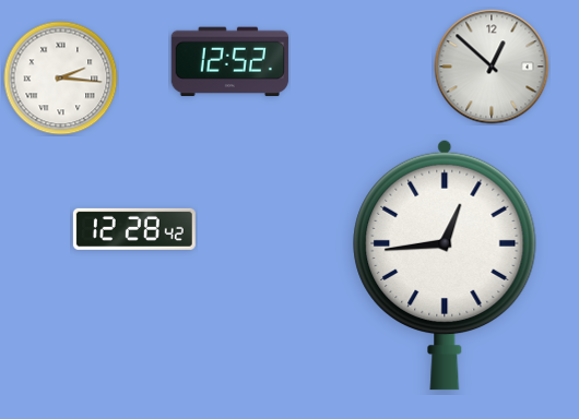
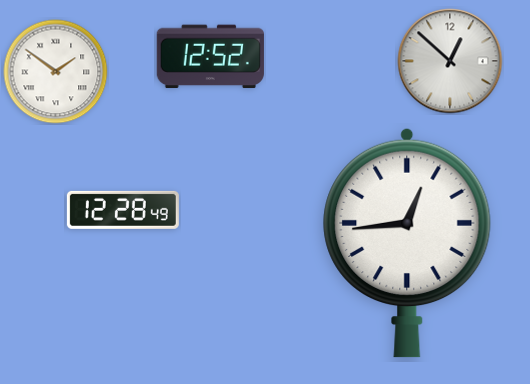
clock at (61, 79): 2:16 -> 1:51
clock at (134, 229): 12:28:42 -> 12:28:49
